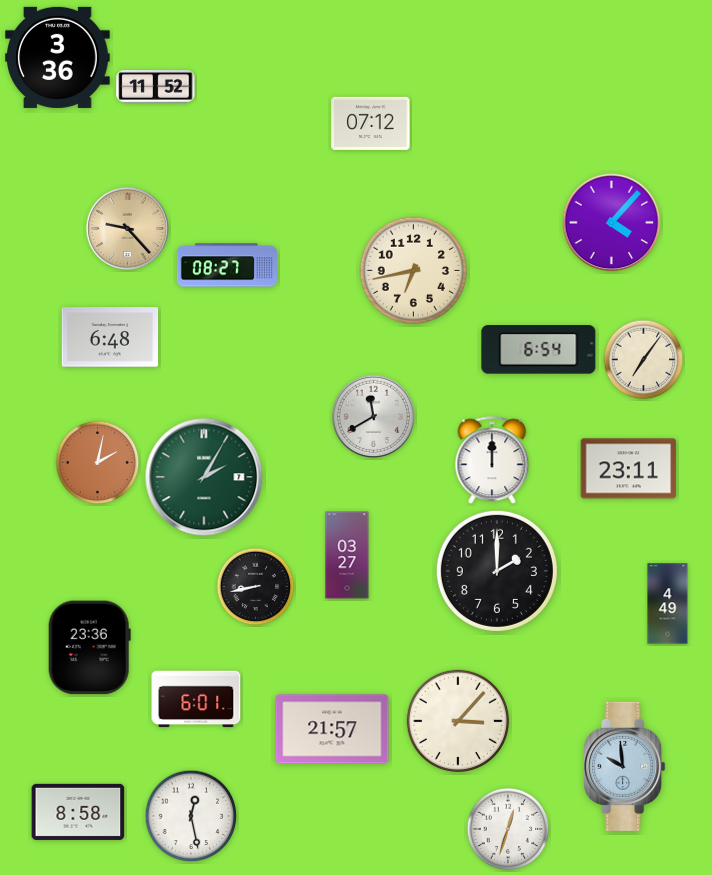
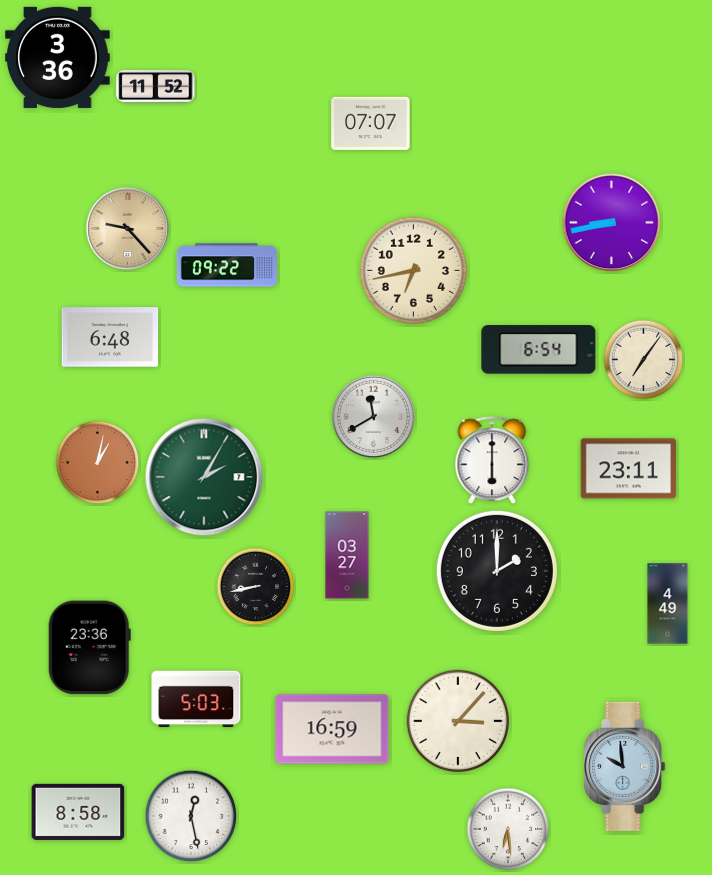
clock at (371, 123): 07:12 -> 07:07
clock at (612, 223): 4:07 -> 8:43
clock at (227, 265): 08:27 -> 09:22
clock at (492, 461): 12:00 -> 6:00
clock at (98, 463): 2:02 -> 1:02
clock at (196, 699): 6:01 -> 5:03
clock at (332, 729): 21:57 -> 16:59
clock at (508, 829): 12:33 -> 6:29
